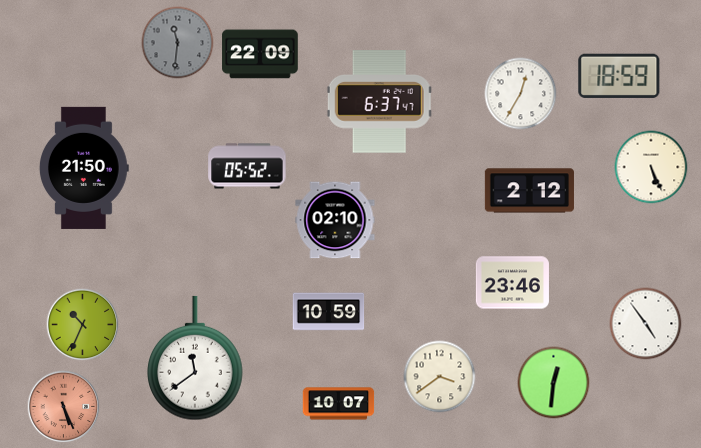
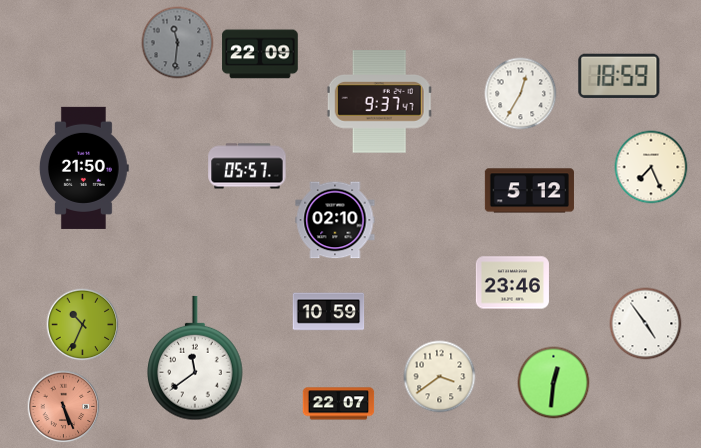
clock at (380, 102): 6:37 -> 9:37
clock at (247, 166): 05:52 -> 05:57
clock at (651, 167): 5:26 -> 7:26
clock at (529, 191): 2:12 -> 5:12
clock at (339, 404): 10:07 -> 22:07
